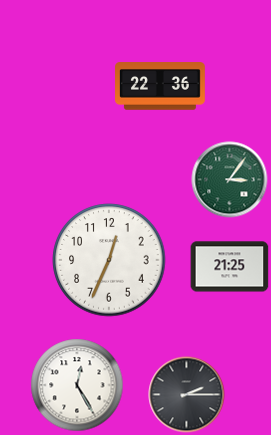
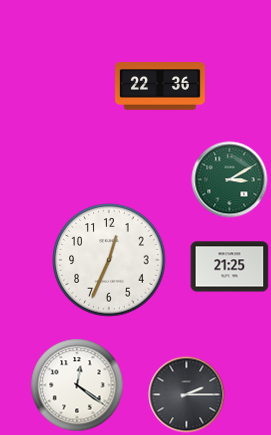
clock at (230, 180): 3:06 -> 3:10
clock at (77, 385): 12:25 -> 12:21
